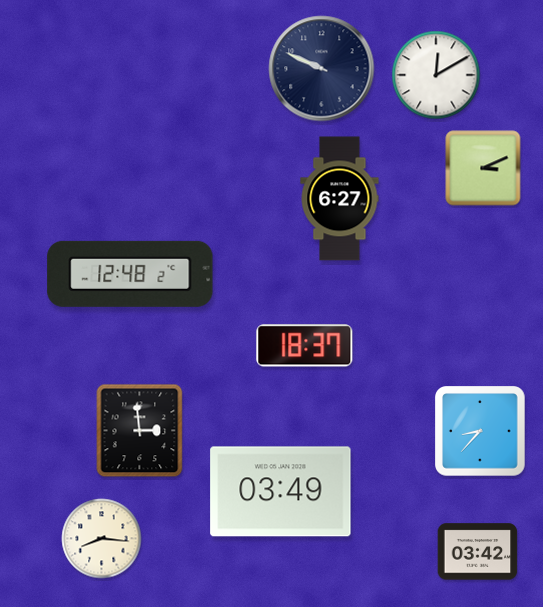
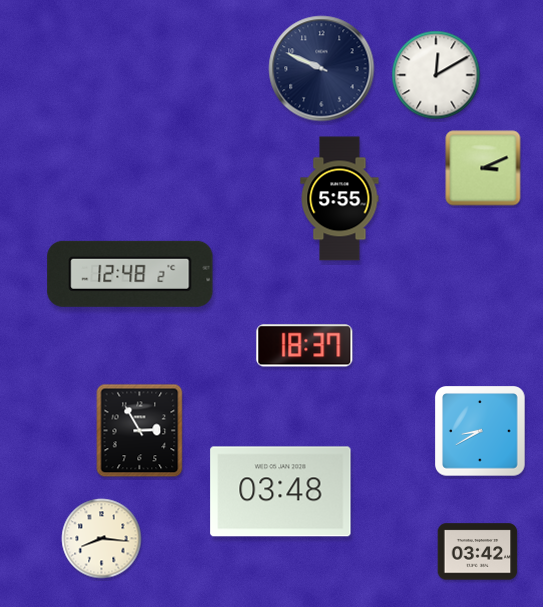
clock at (340, 199): 6:27 -> 5:55
clock at (140, 431): 2:59 -> 2:55
clock at (480, 431): 8:37 -> 8:40
clock at (281, 492): 03:49 -> 03:48
